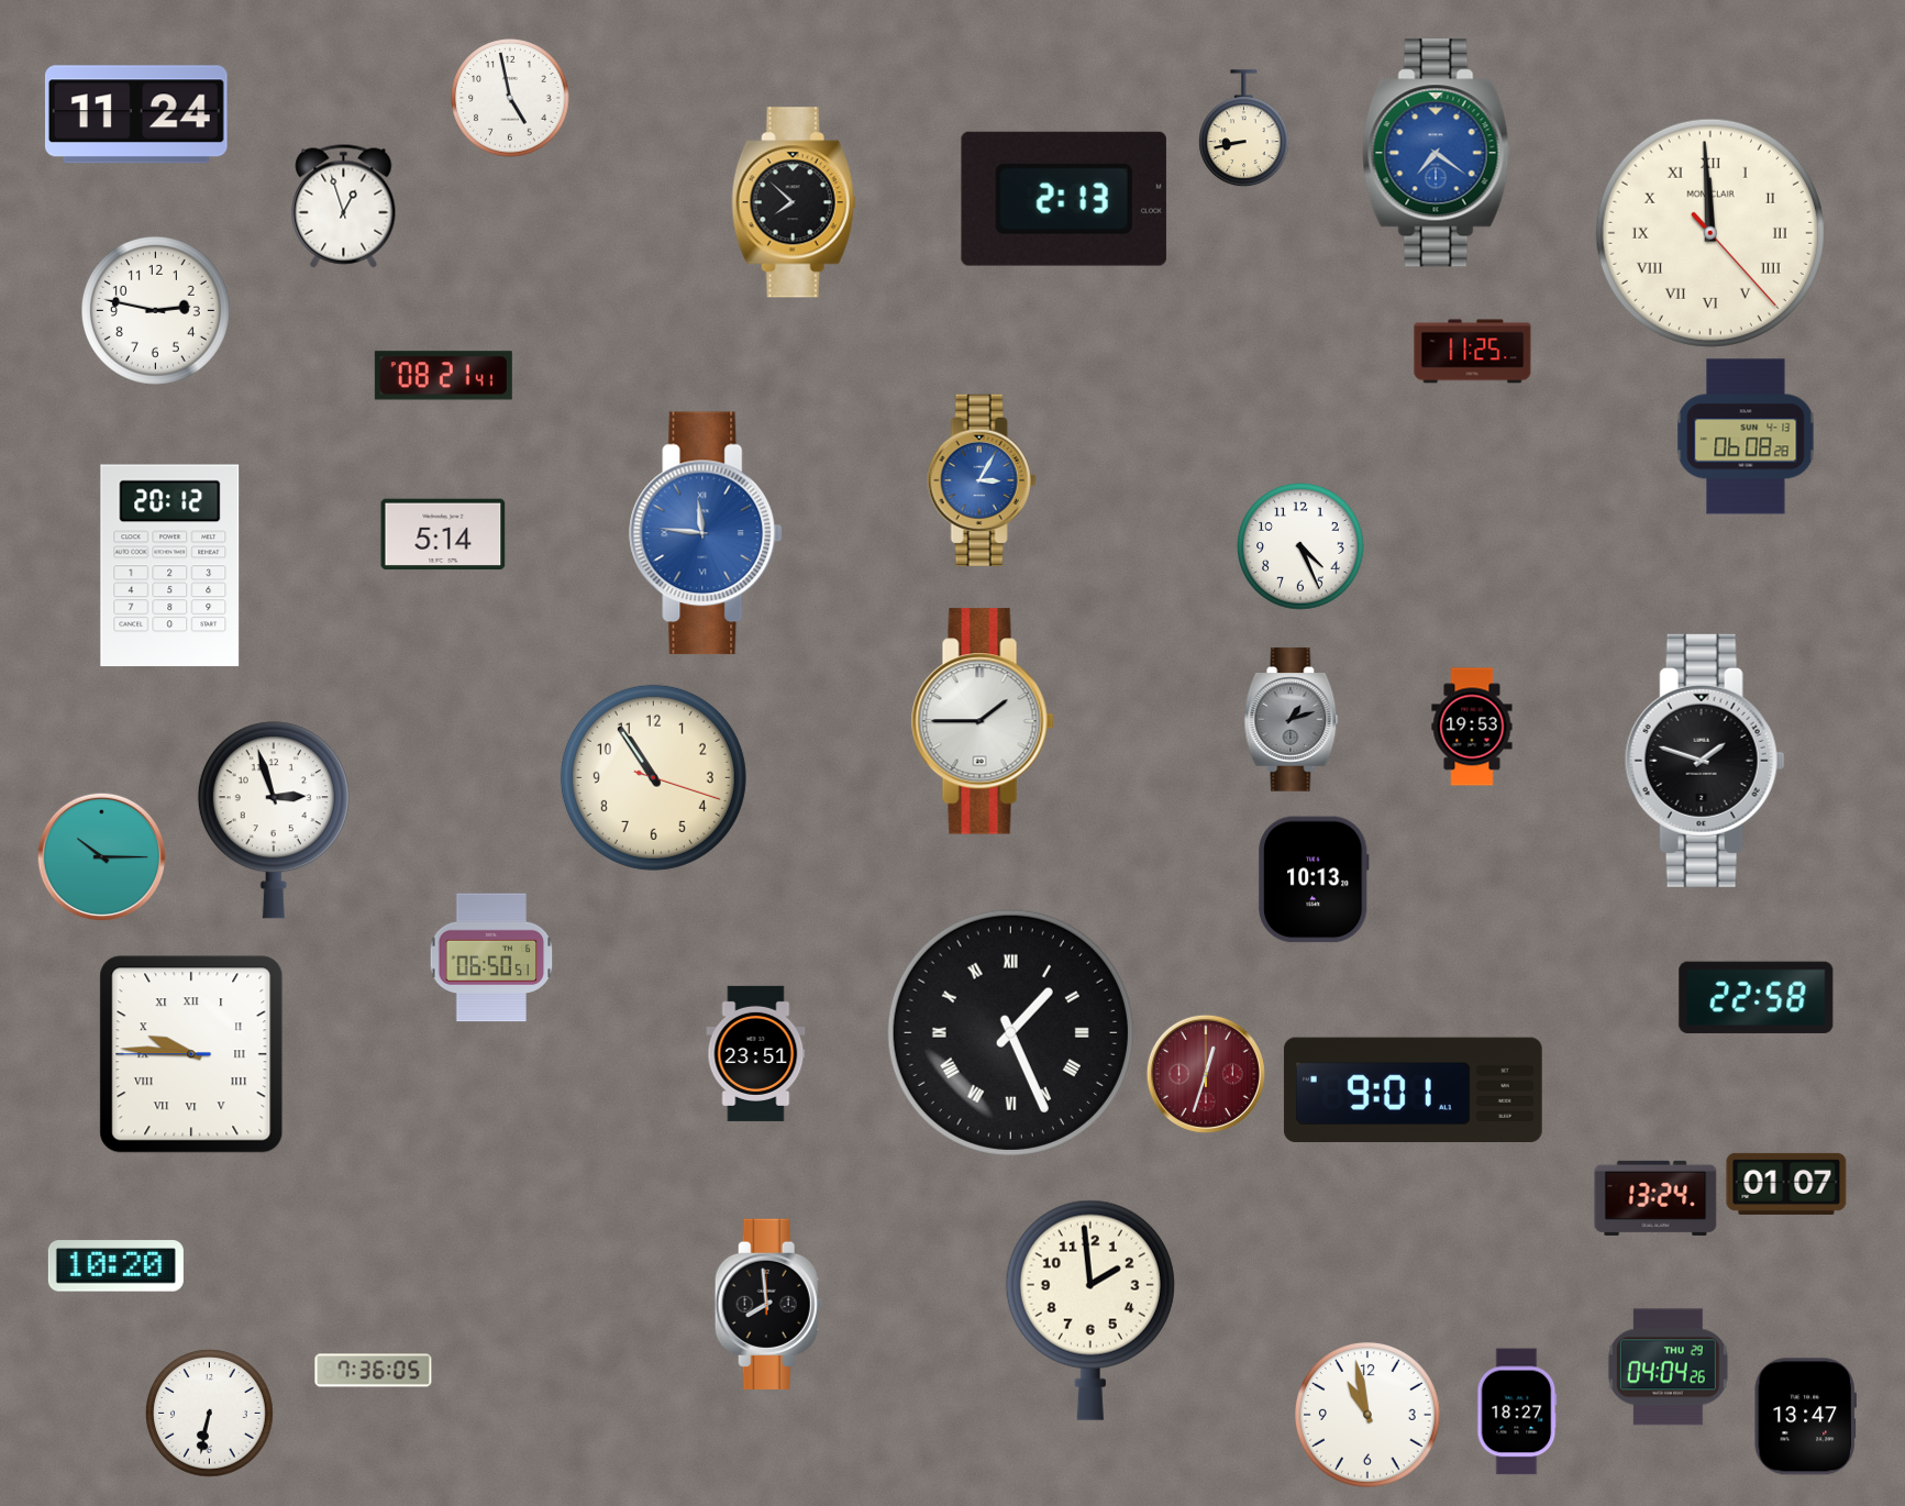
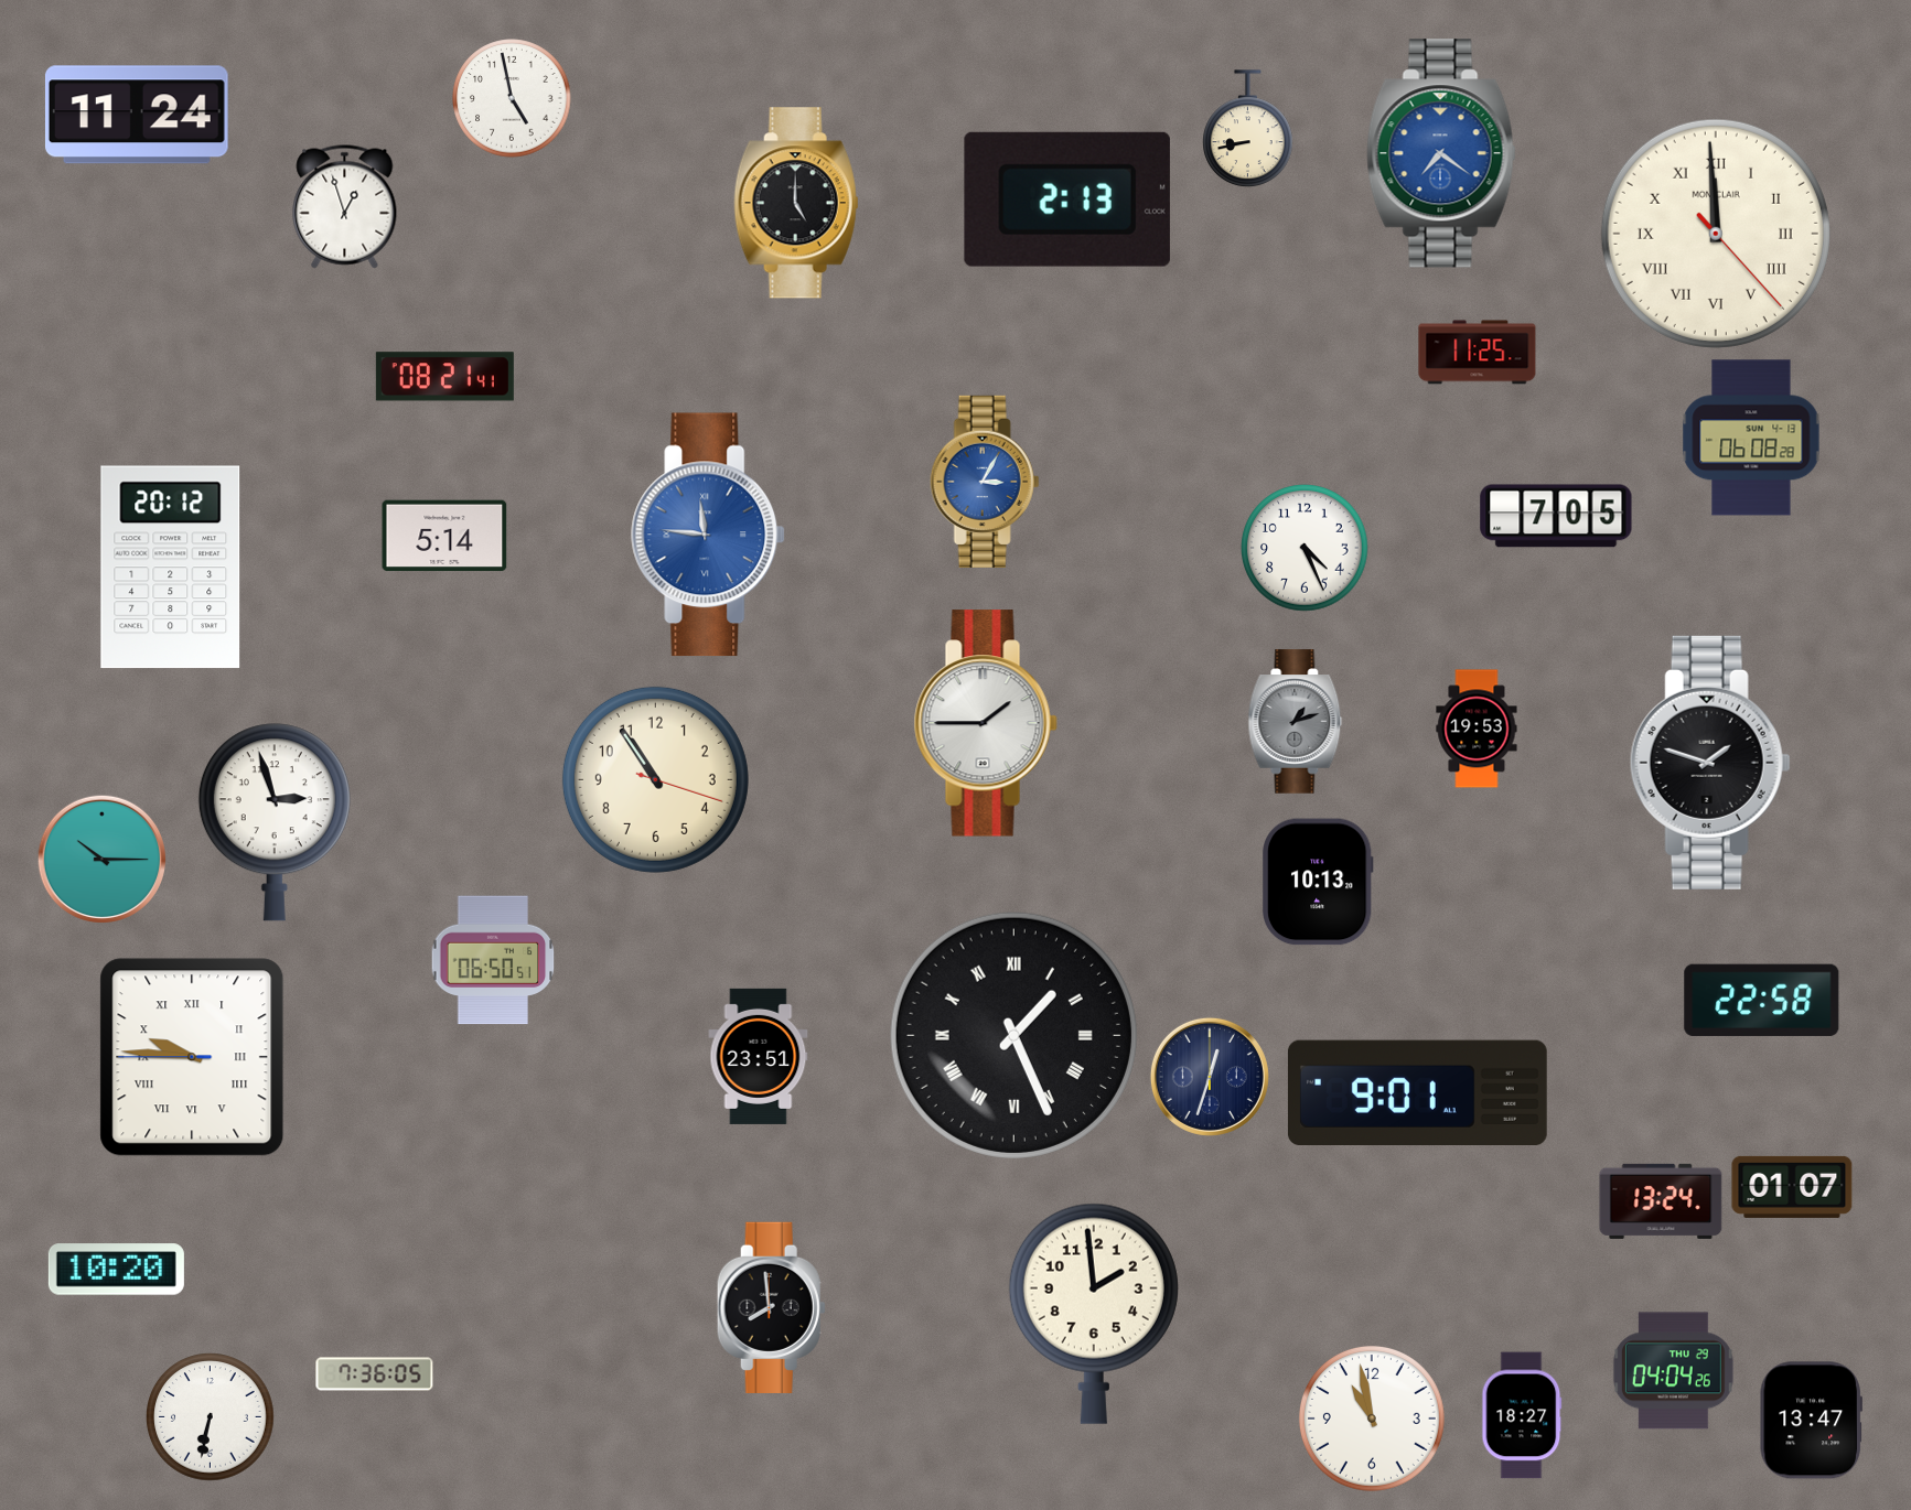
clock at (794, 202): 7:52 -> 5:00
clock at (155, 310): 2:47 -> none
clock at (1556, 516): none -> 7:05
clock at (1206, 1074) dial: burgundy -> navy
